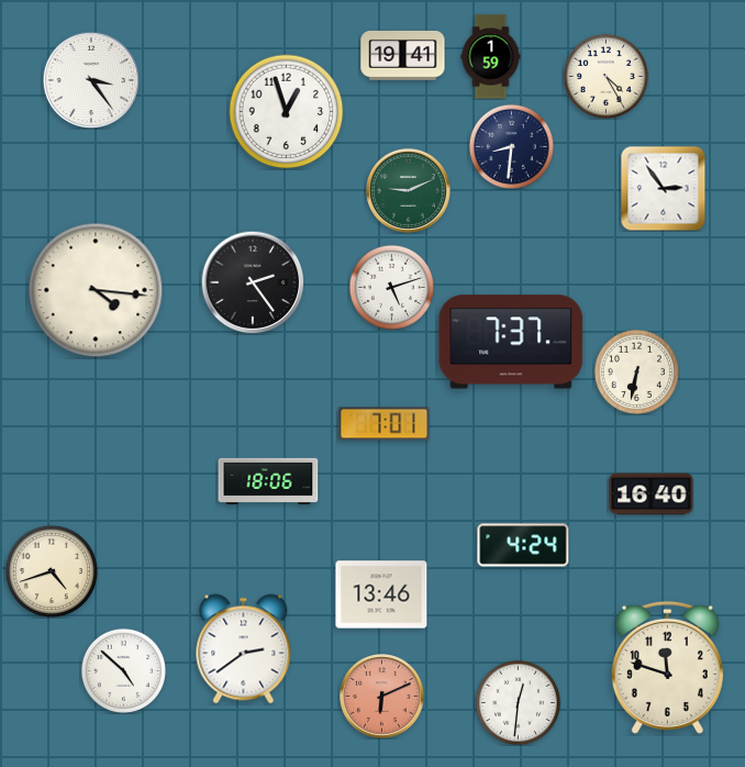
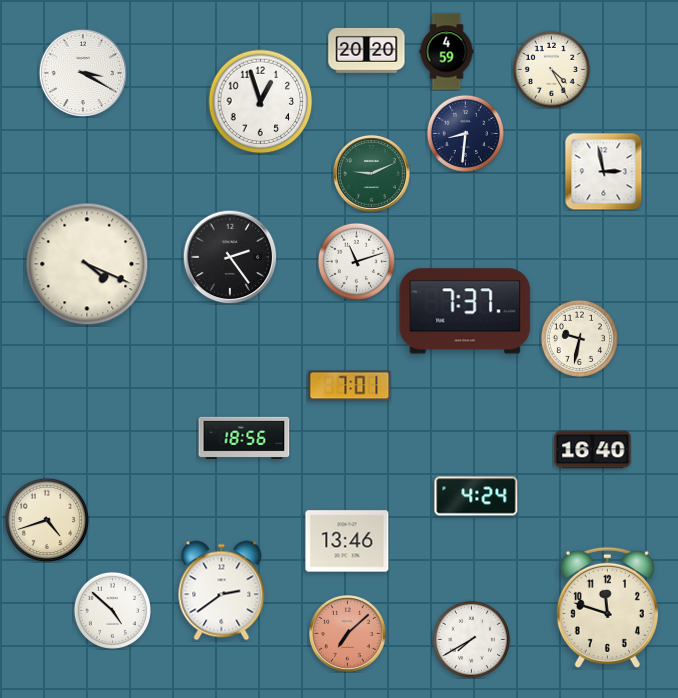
clock at (403, 55): 19:41 -> 20:20
clock at (491, 57): 1:59 -> 4:59
clock at (90, 79): 3:24 -> 3:20
clock at (663, 188): 2:54 -> 2:58
clock at (391, 287): 5:12 -> 11:12
clock at (96, 290): 4:16 -> 4:19
clock at (636, 371): 6:32 -> 9:32
clock at (268, 481): 18:06 -> 18:56
clock at (382, 697): 6:11 -> 7:08
clock at (518, 702): 12:31 -> 7:40
